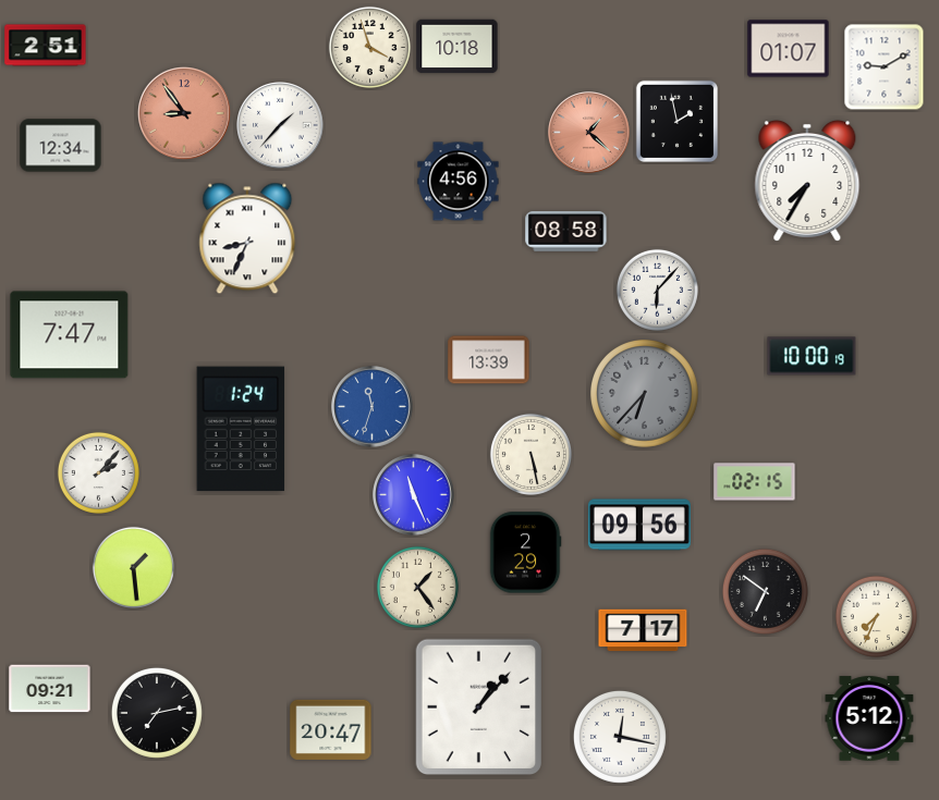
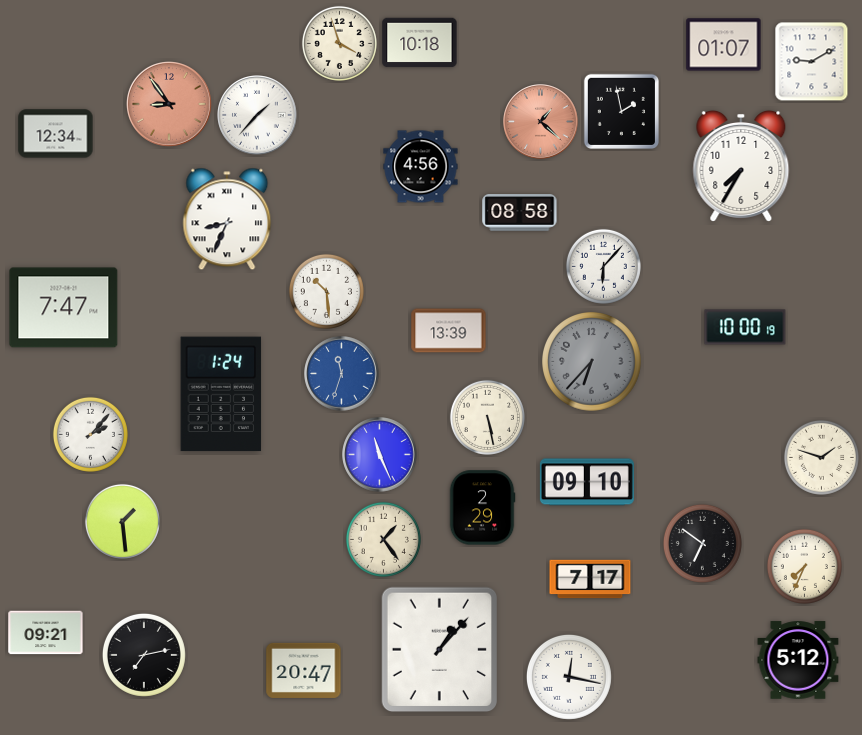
clock at (46, 46): 2:51 -> none
clock at (326, 291): none -> 10:29
clock at (755, 482): 02:15 -> none
clock at (821, 457): none -> 1:48
clock at (639, 525): 09:56 -> 09:10
